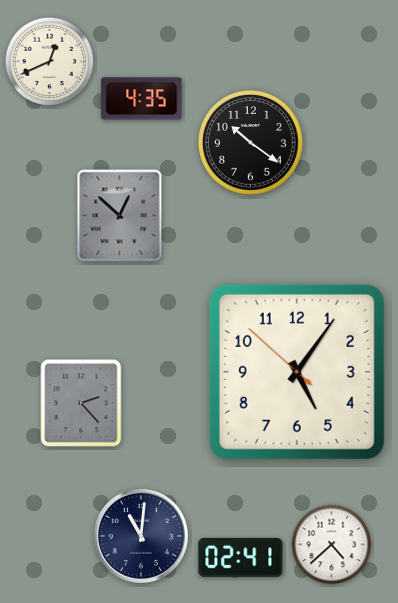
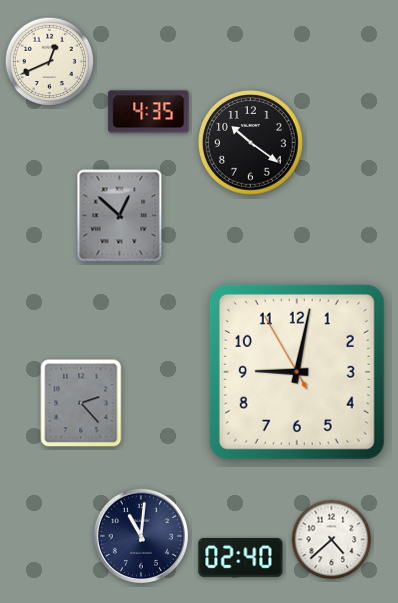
clock at (142, 99) position: (142, 99) -> (149, 112)
clock at (297, 372): 5:05 -> 9:01
clock at (332, 545) position: (332, 545) -> (332, 540)
clock at (241, 557): 02:41 -> 02:40
